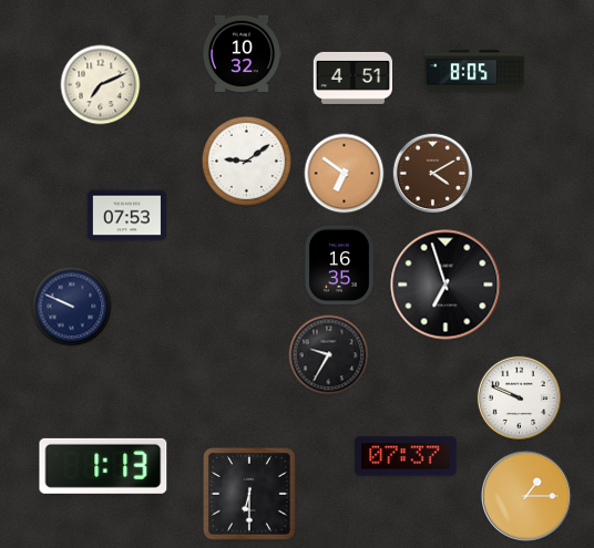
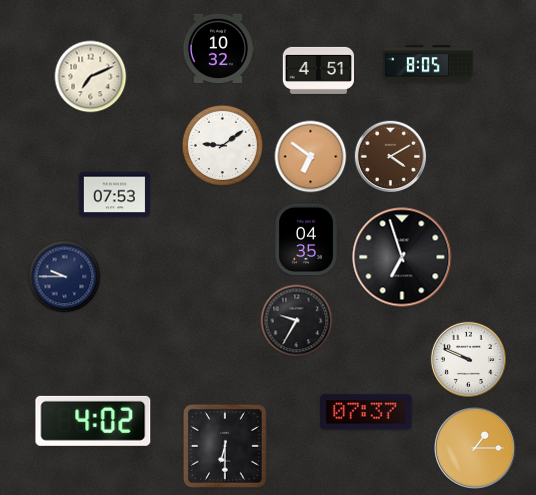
clock at (339, 266): 16:35 -> 04:35
clock at (72, 307): 9:49 -> 9:45
clock at (103, 466): 1:13 -> 4:02
